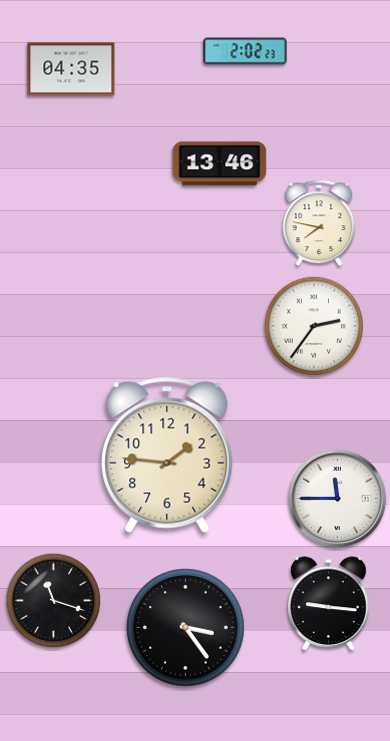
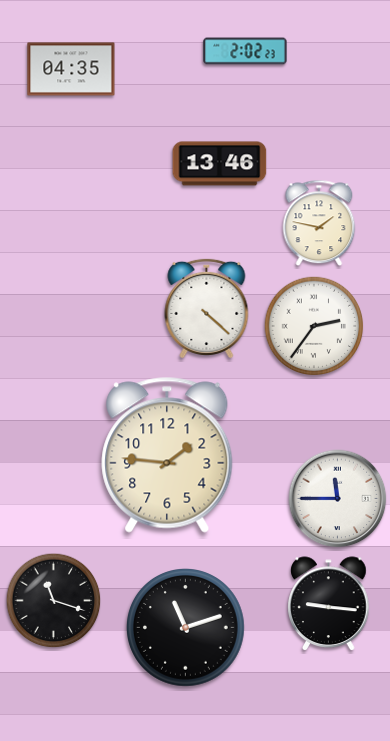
clock at (319, 223): 7:47 -> 1:47
clock at (207, 307): none -> 4:22
clock at (186, 628): 3:24 -> 11:12
